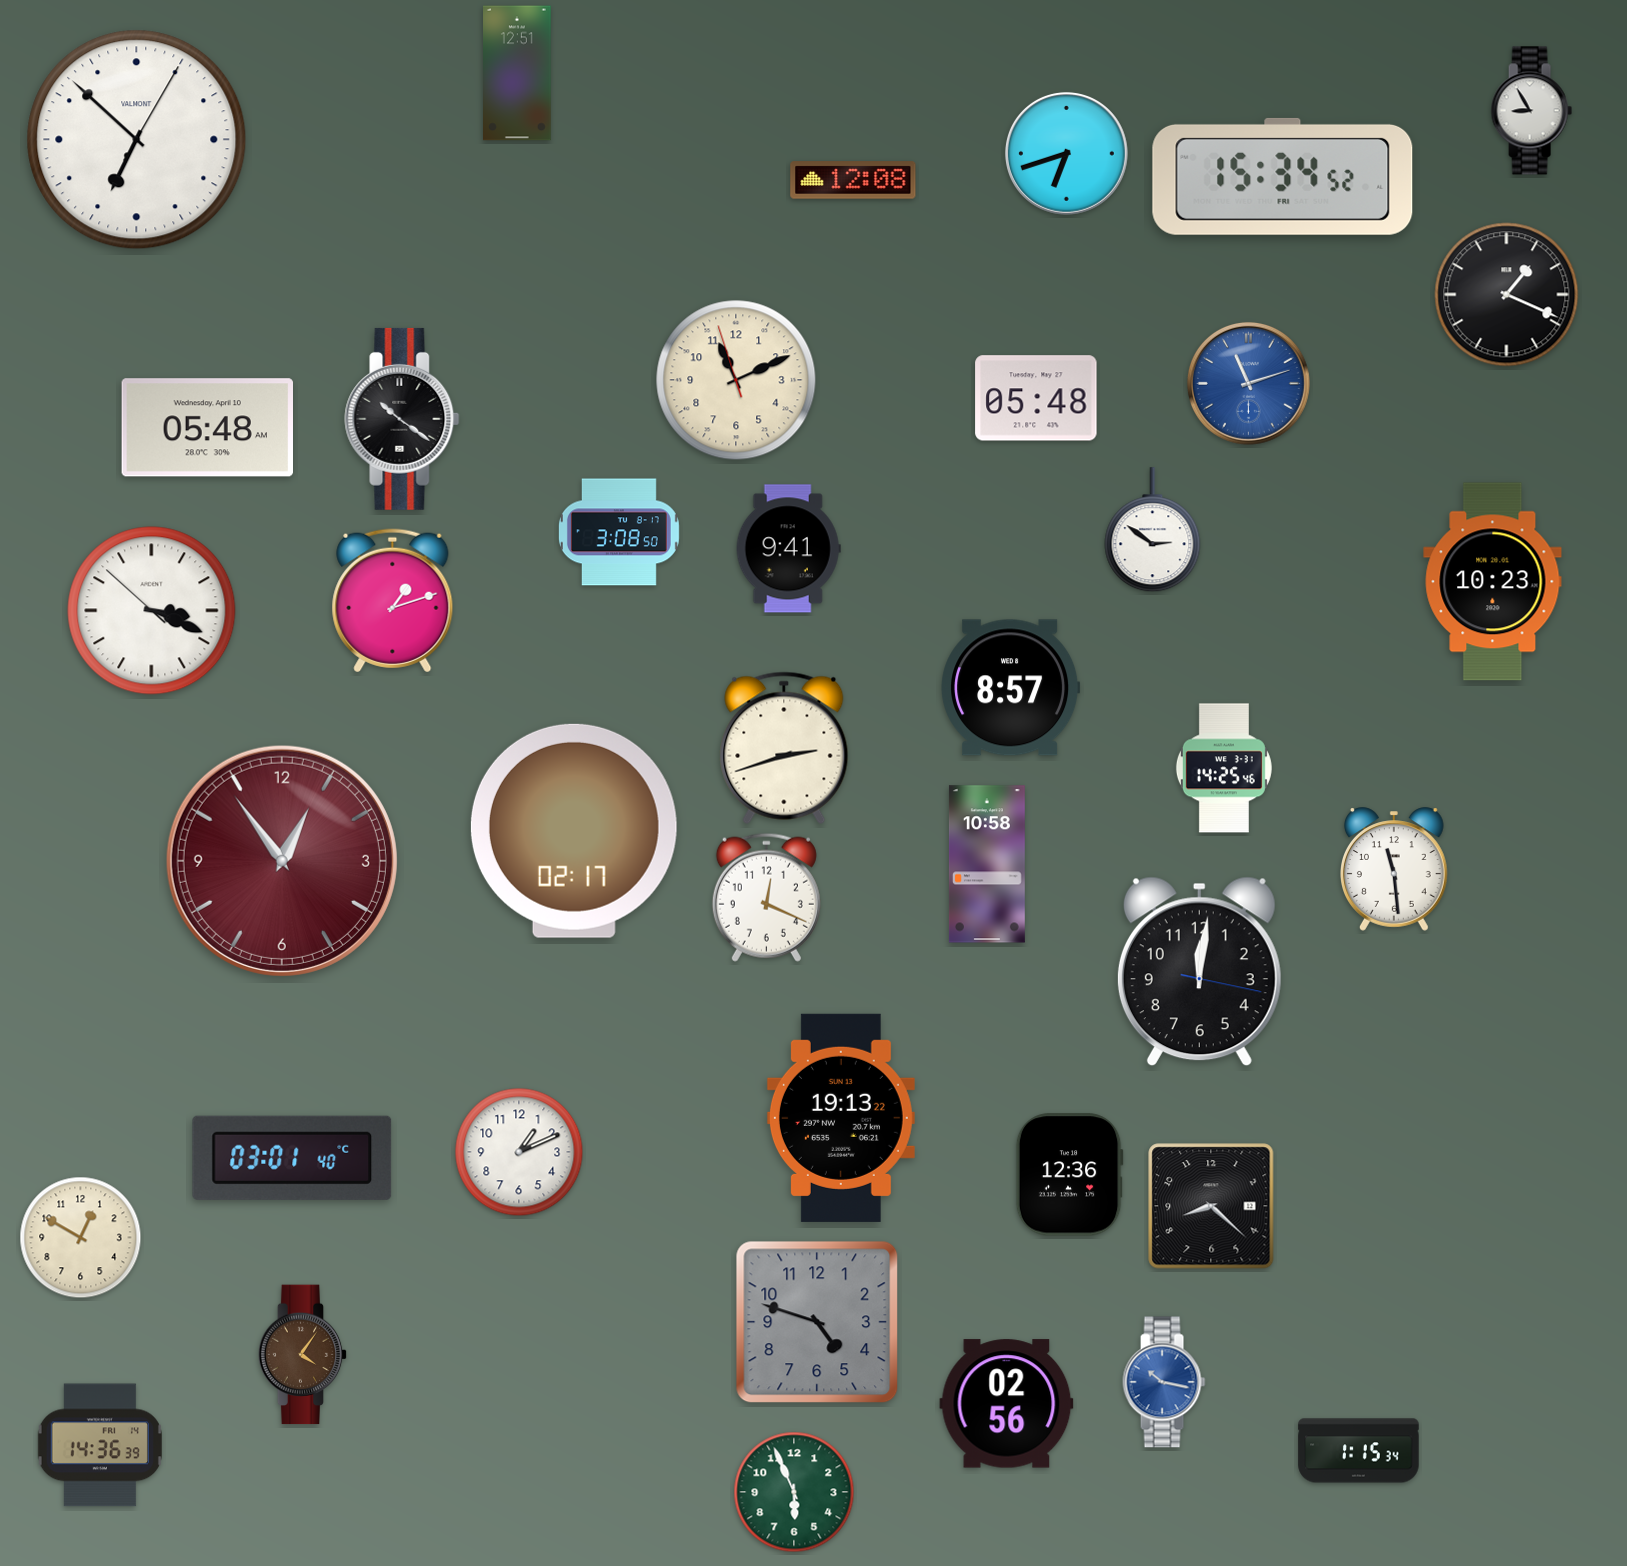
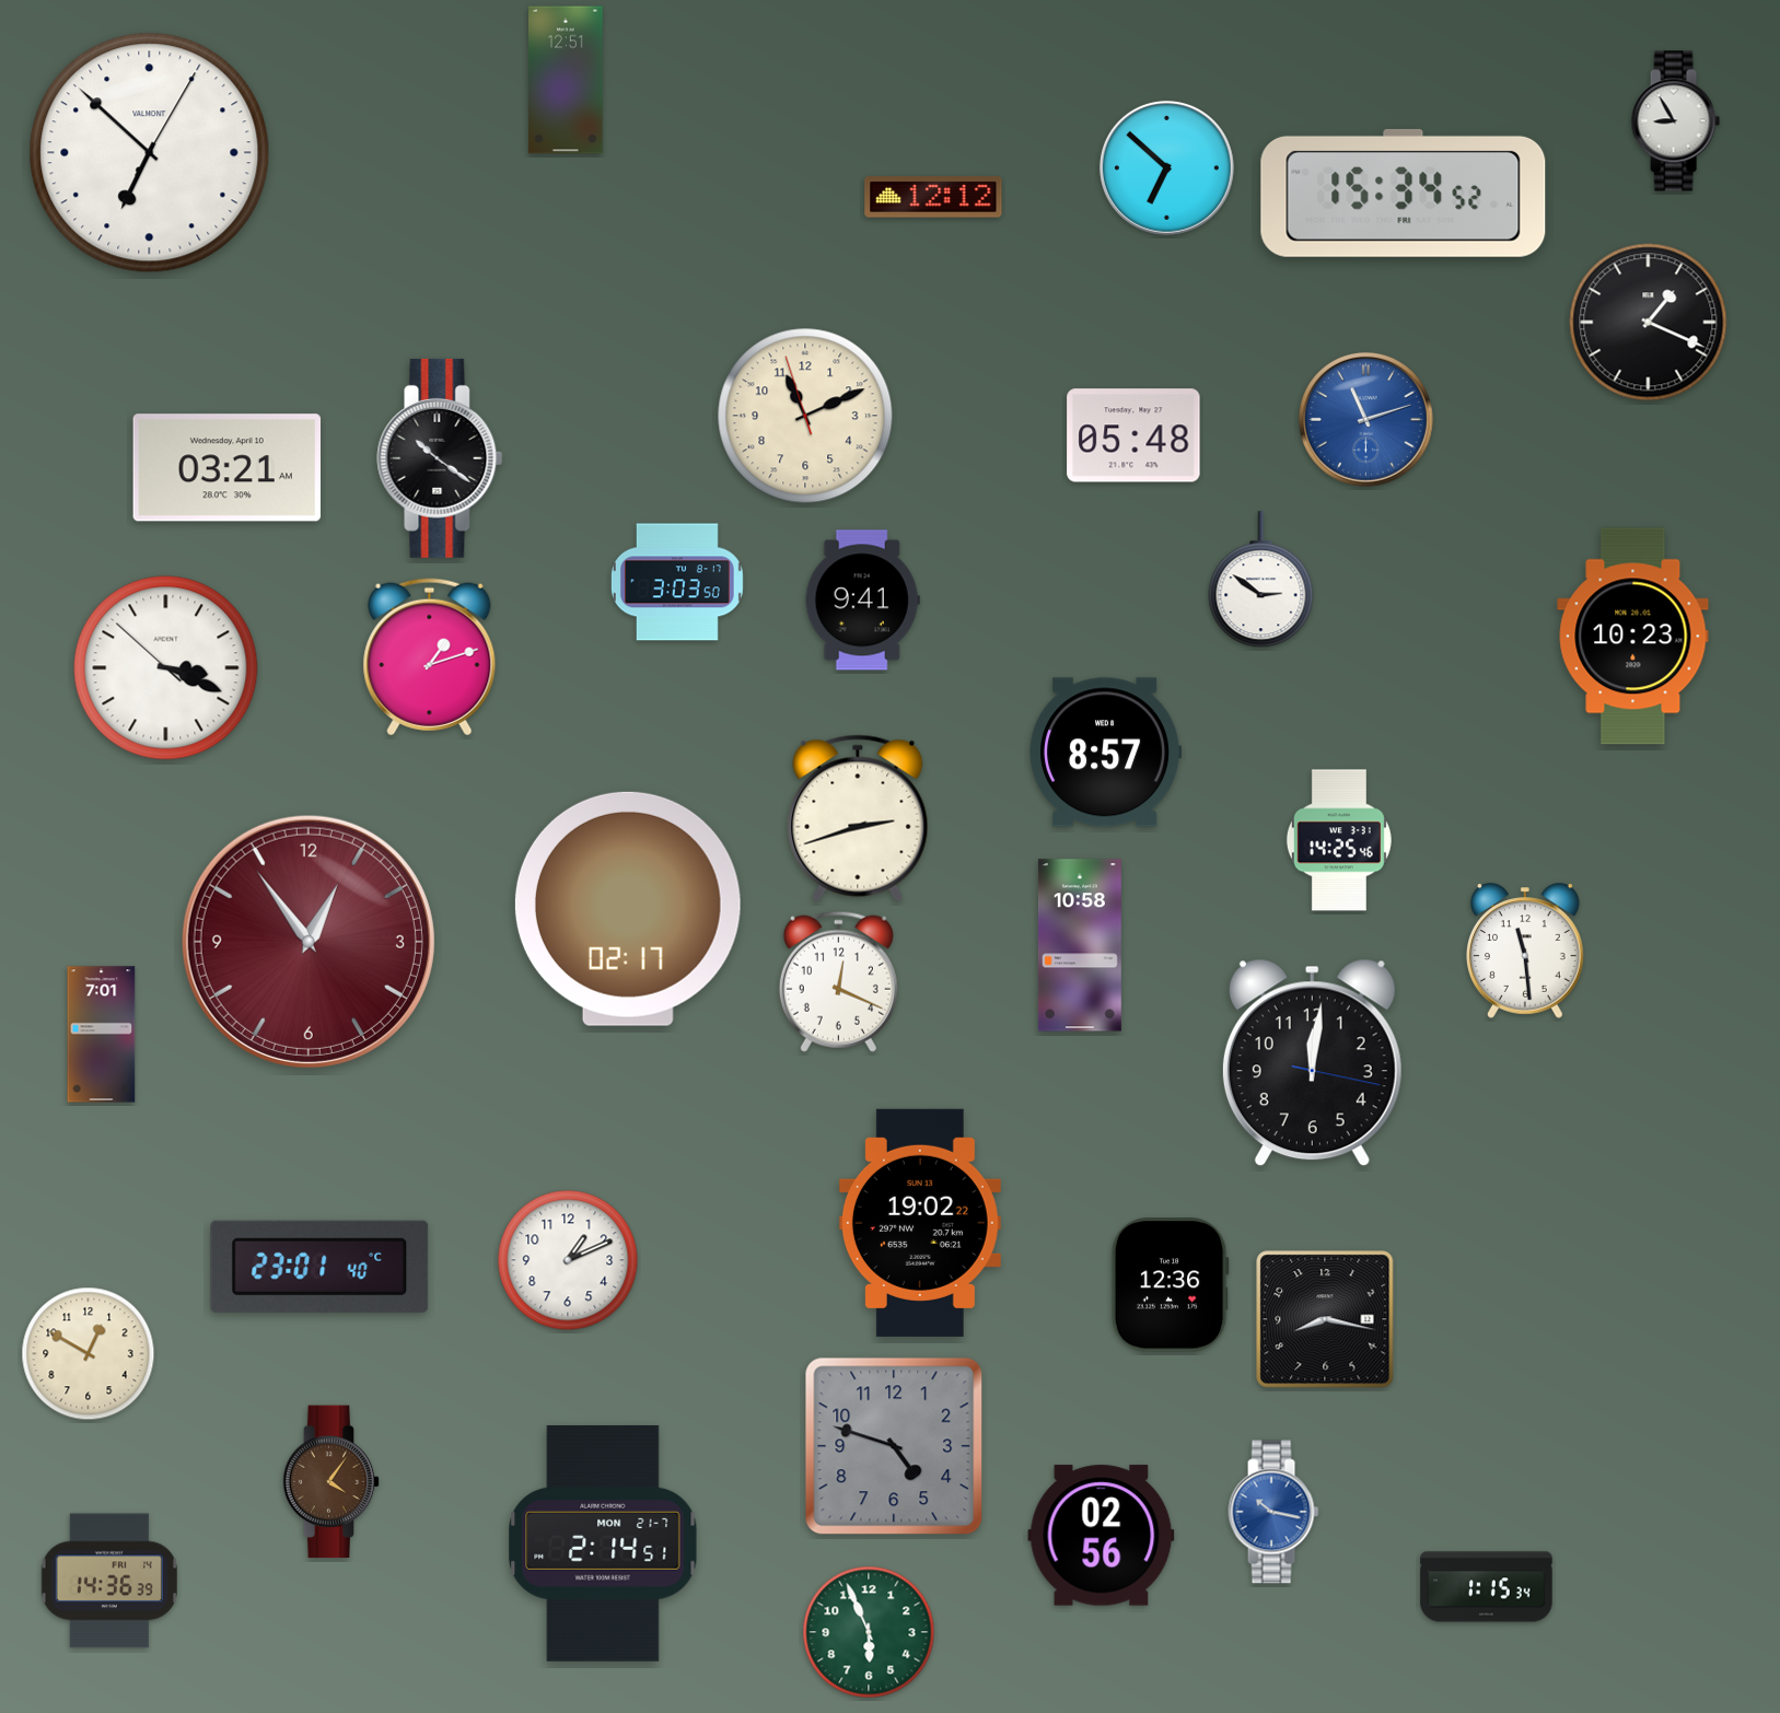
clock at (1066, 153): 6:42 -> 6:52
clock at (853, 180): 12:08 -> 12:12
clock at (207, 428): 05:48 -> 03:21
clock at (619, 532): 3:08 -> 3:03
clock at (102, 1035): none -> 7:01
clock at (841, 1118): 19:13 -> 19:02
clock at (292, 1158): 03:01 -> 23:01
clock at (1211, 1206): 8:22 -> 8:17
clock at (603, 1543): none -> 2:14
